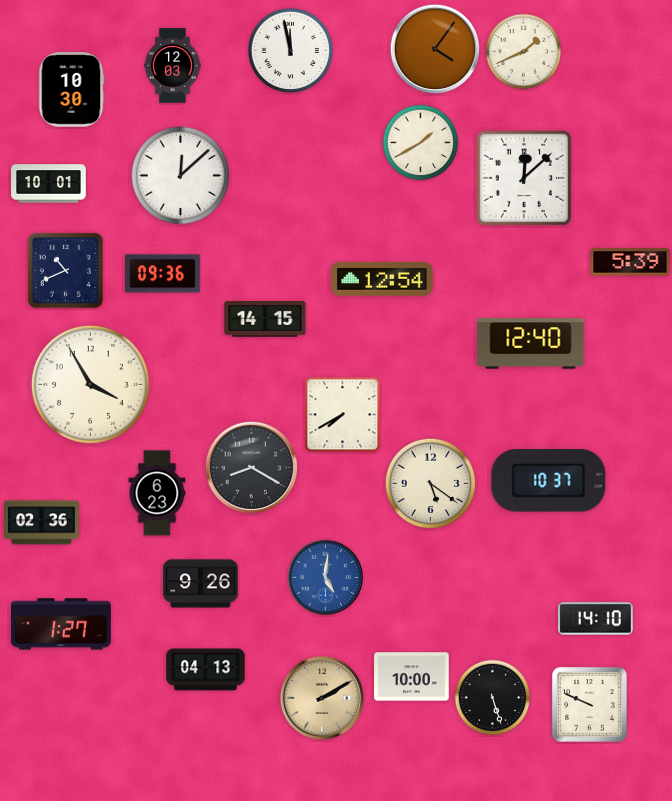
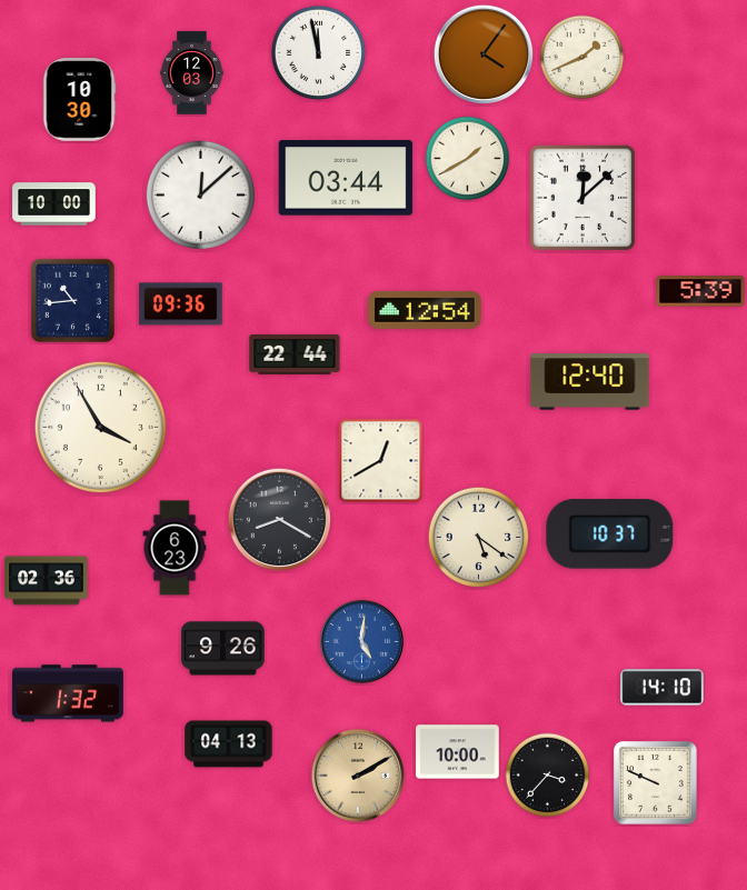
clock at (291, 51) position: (291, 51) -> (319, 53)
clock at (346, 178): none -> 03:44
clock at (49, 184): 10:01 -> 10:00
clock at (65, 270): 10:41 -> 10:44
clock at (265, 319): 14:15 -> 22:44
clock at (343, 415): 7:40 -> 12:40
clock at (61, 624): 1:27 -> 1:32
clock at (493, 698): 5:27 -> 3:37
